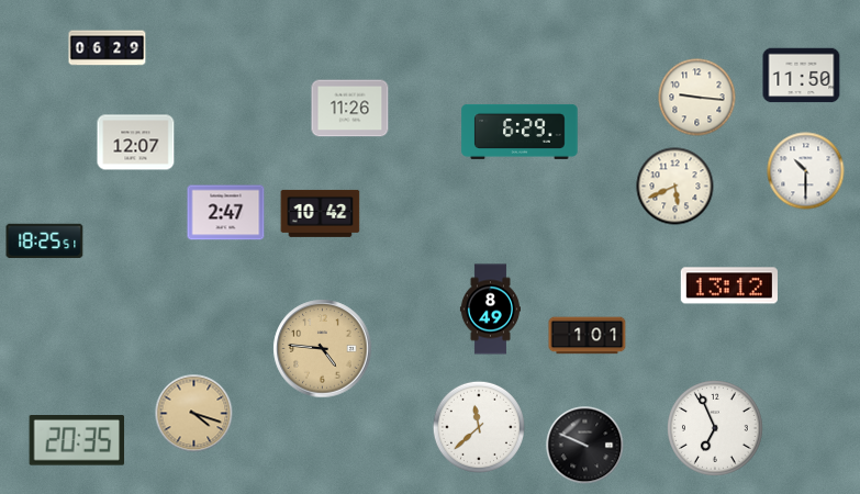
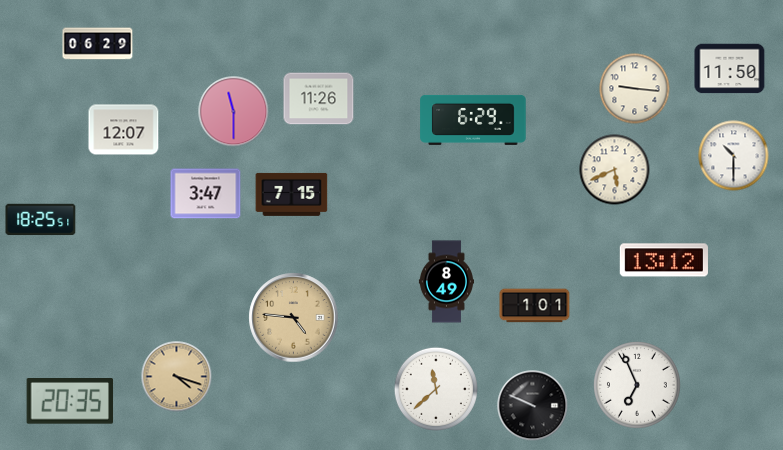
clock at (234, 112): none -> 11:30
clock at (226, 213): 2:47 -> 3:47
clock at (321, 213): 10:42 -> 7:15
clock at (716, 429) position: (716, 429) -> (638, 386)
